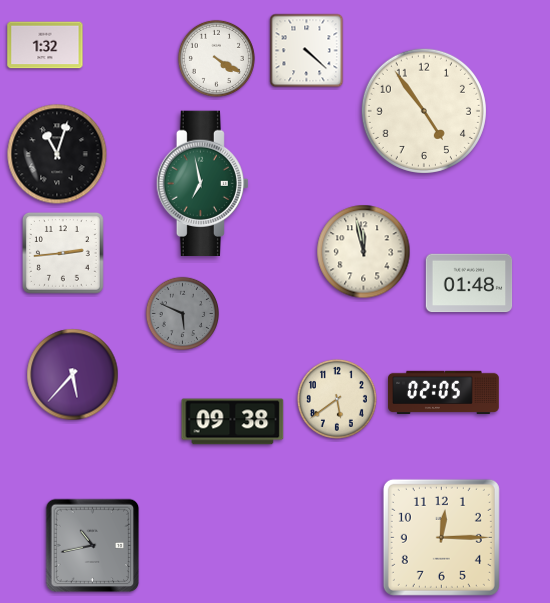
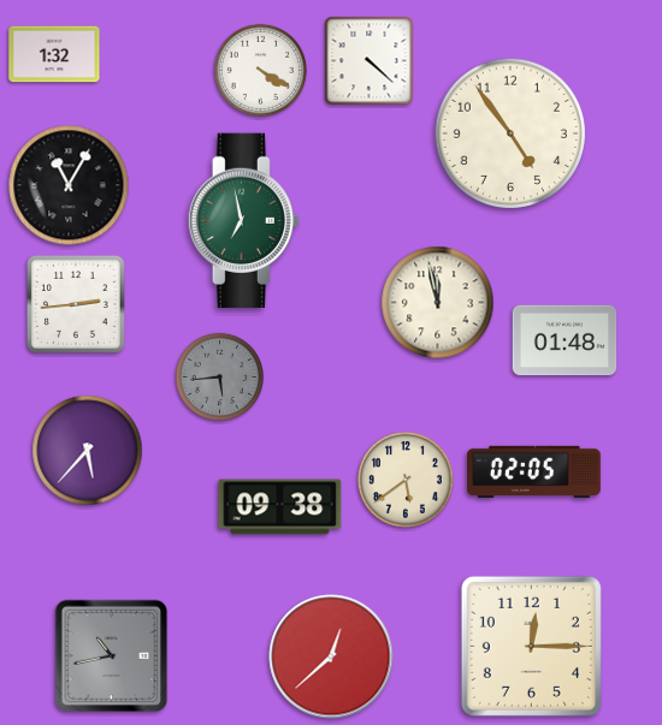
clock at (57, 154): 11:03 -> 11:05
clock at (182, 313): 5:49 -> 5:44
clock at (331, 656): none -> 12:38
